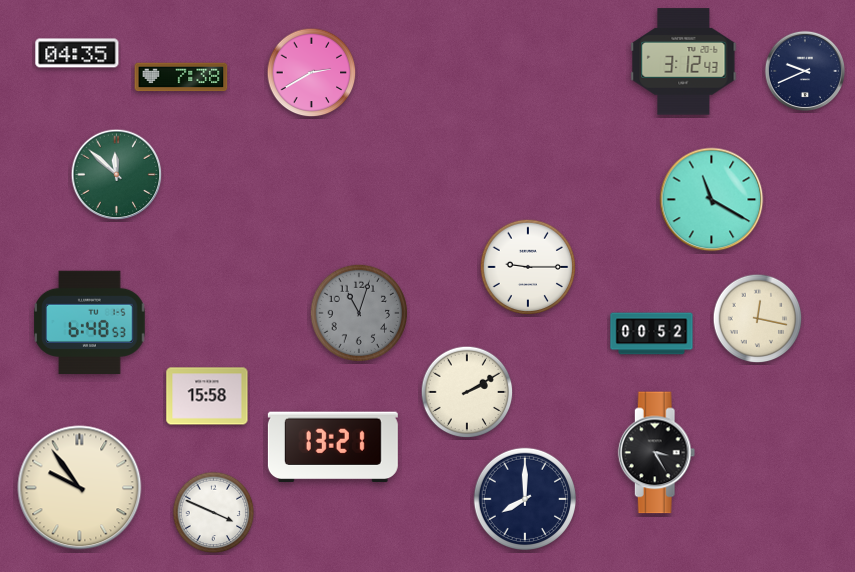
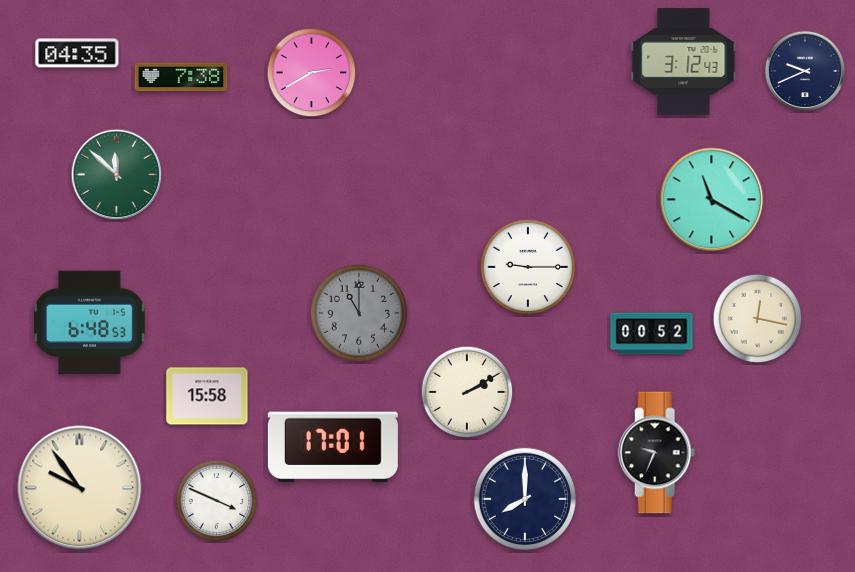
clock at (359, 313): 11:03 -> 11:00
clock at (333, 447): 13:21 -> 17:01
clock at (657, 453): 3:25 -> 9:34
clock at (214, 513) position: (214, 513) -> (217, 501)
